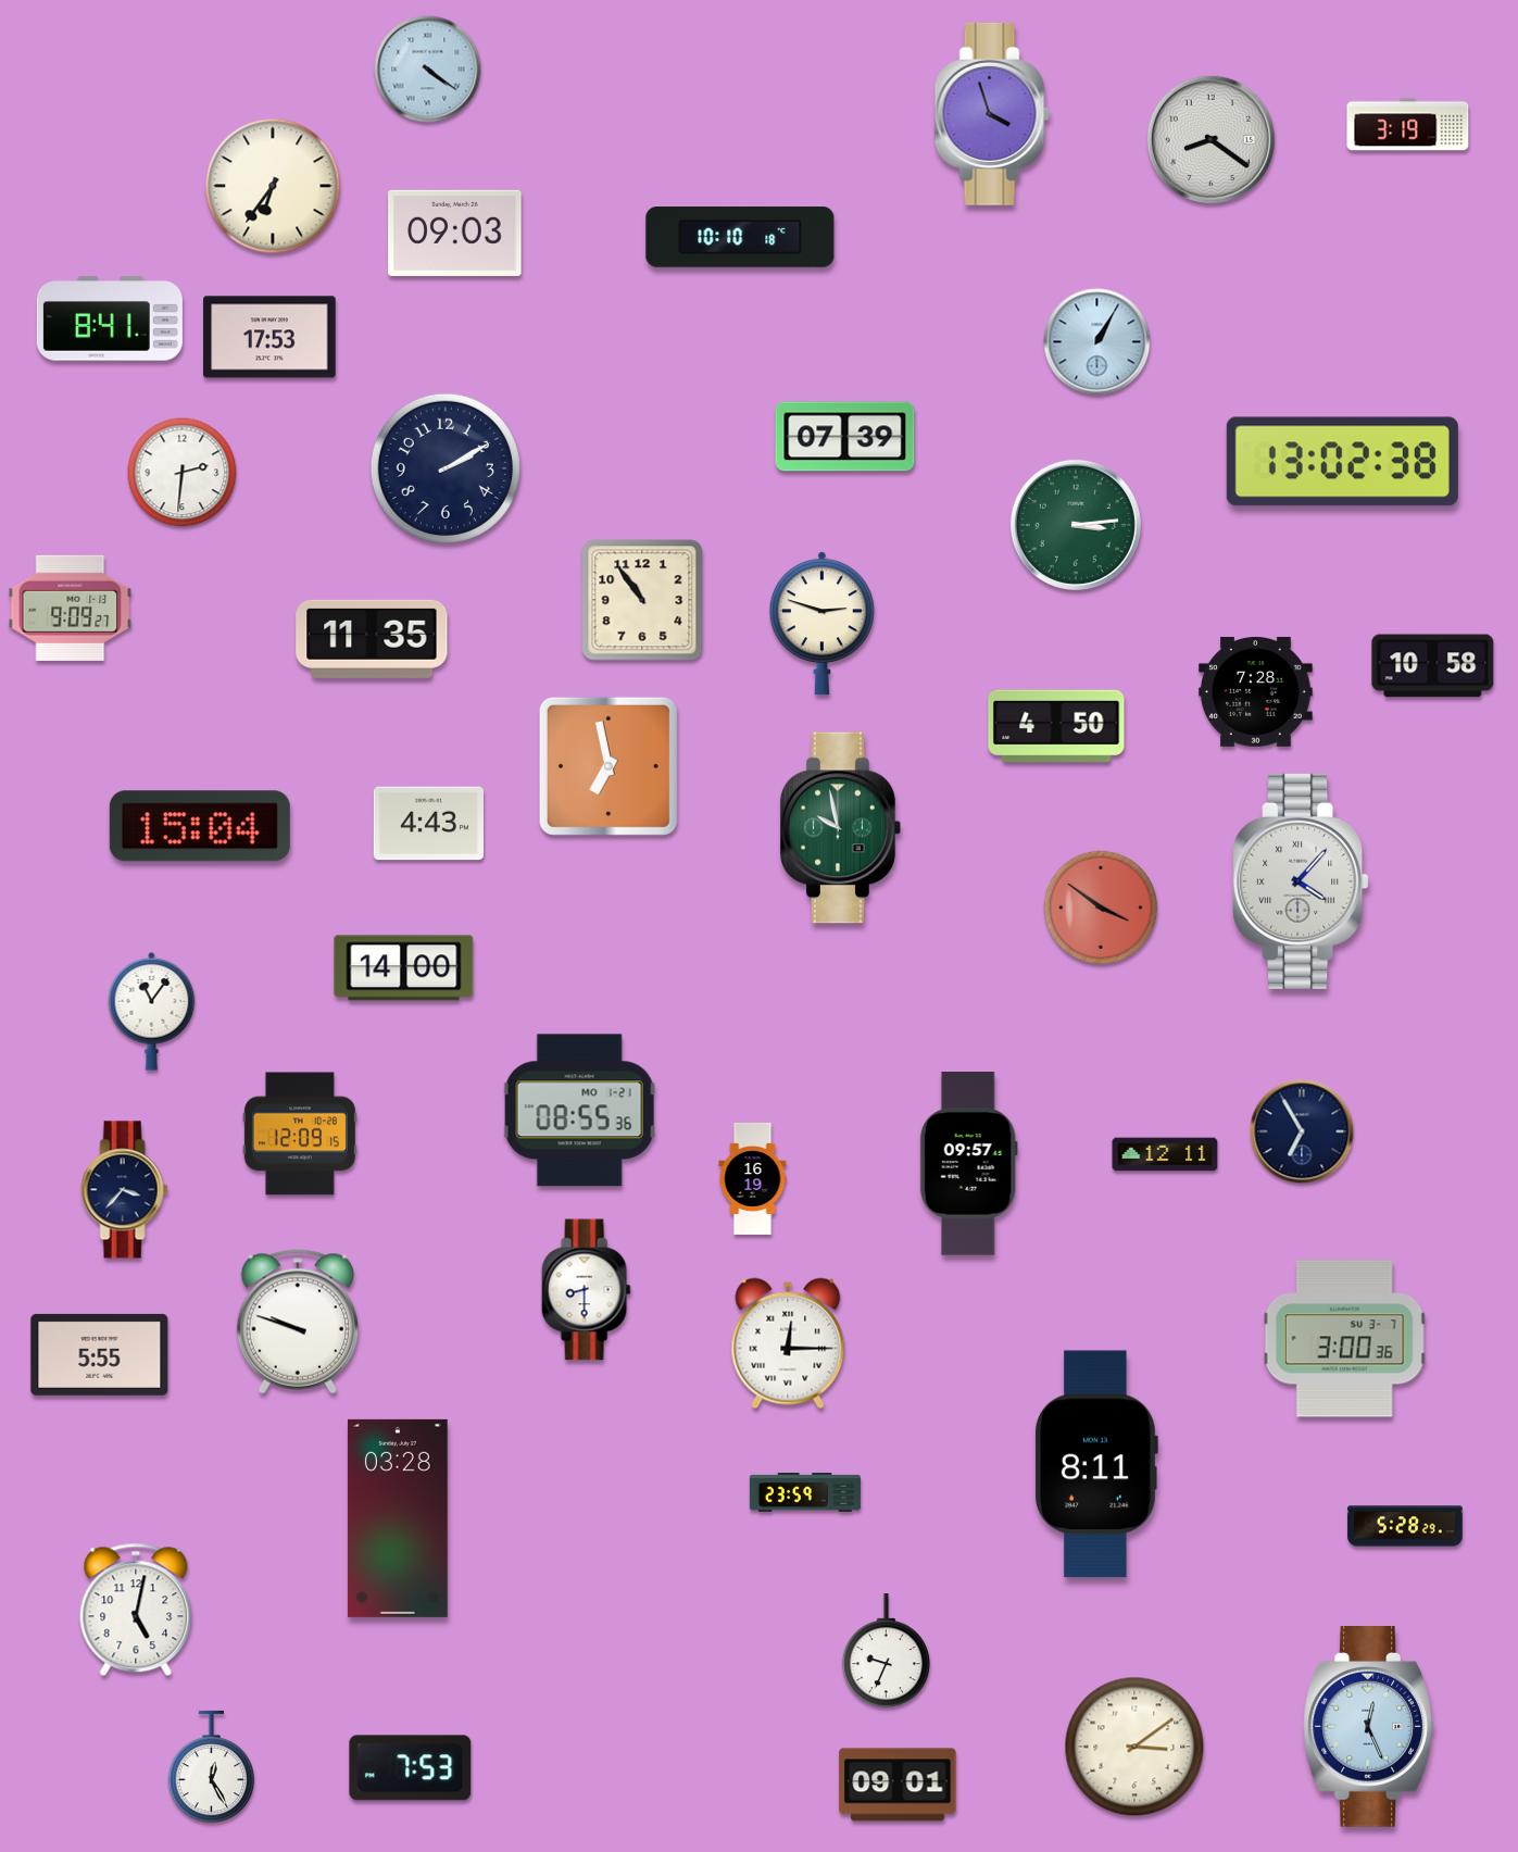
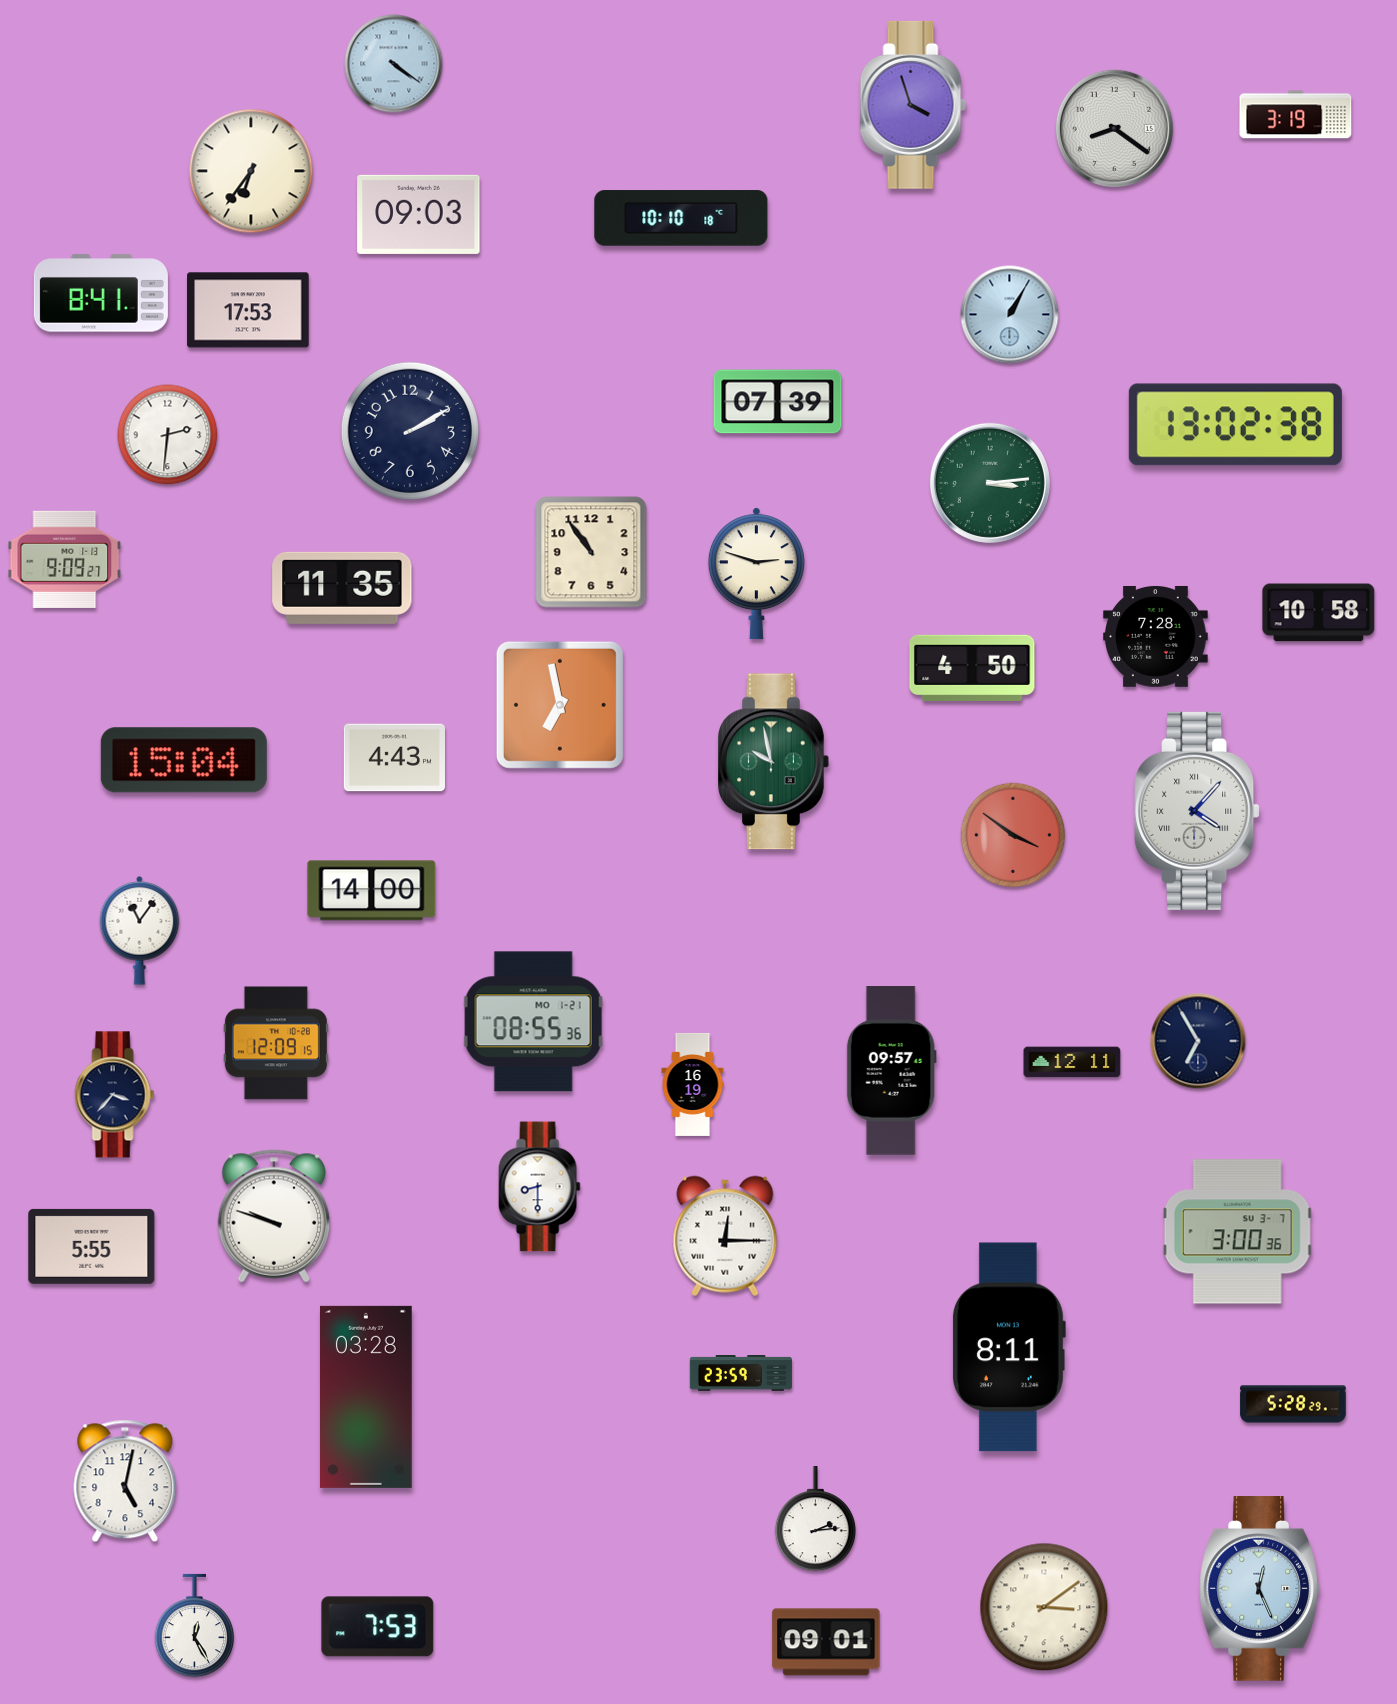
clock at (886, 1652): 9:34 -> 2:14
